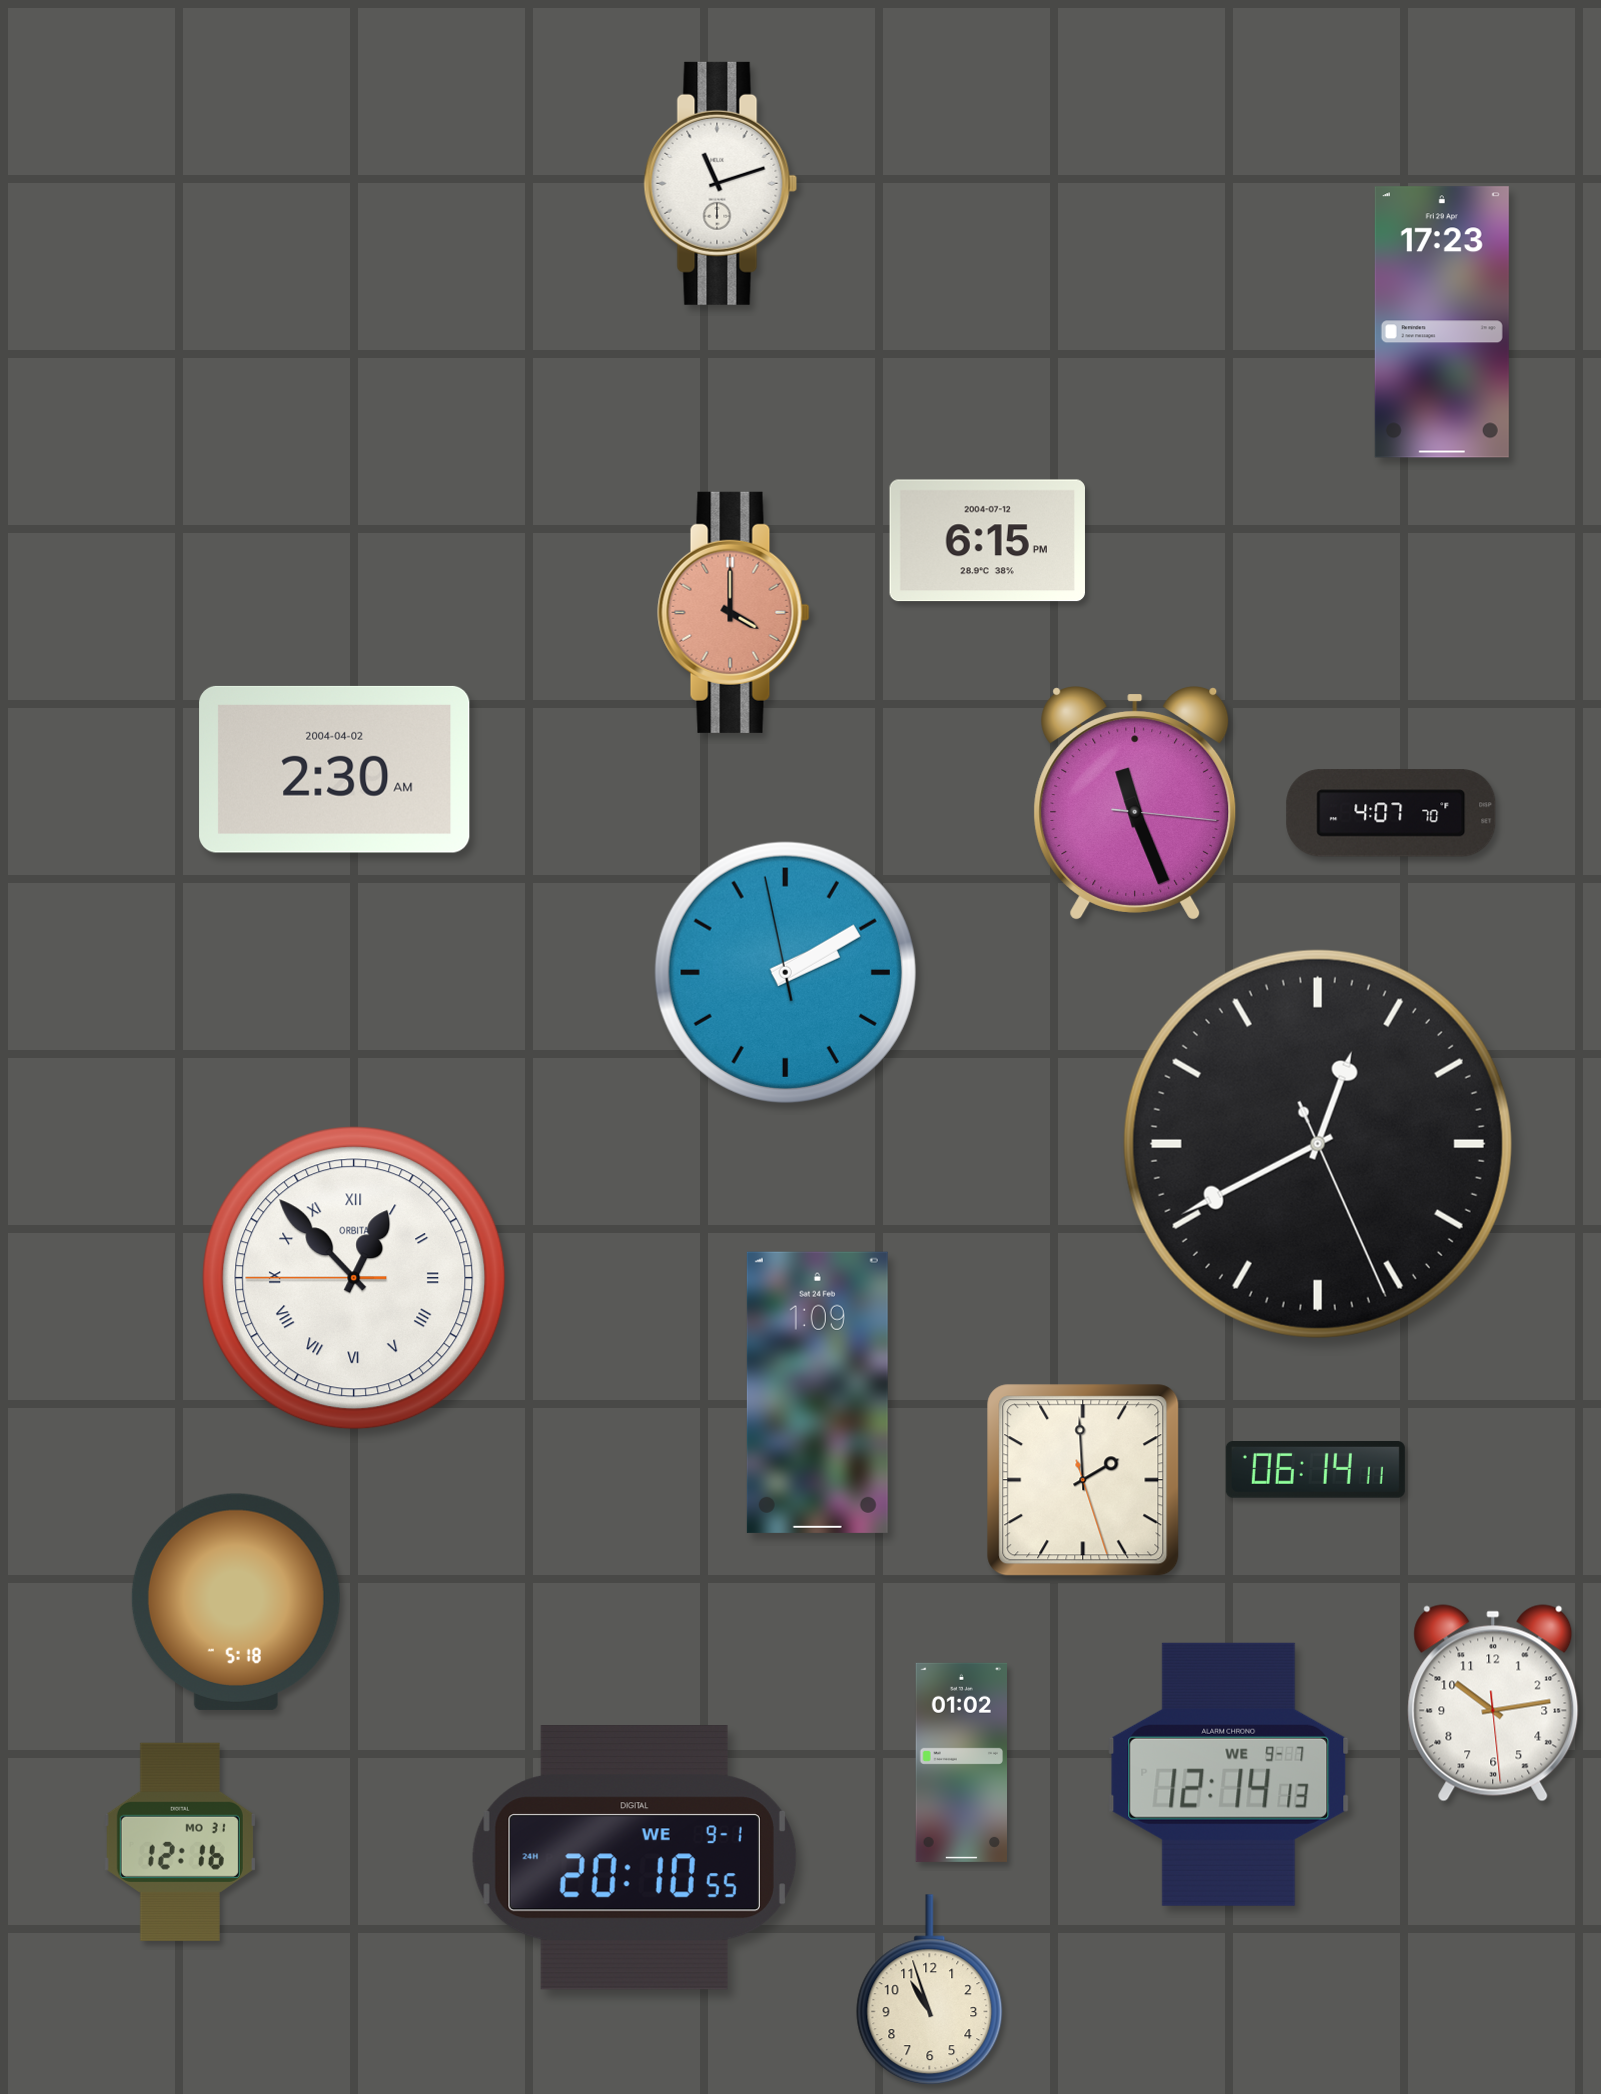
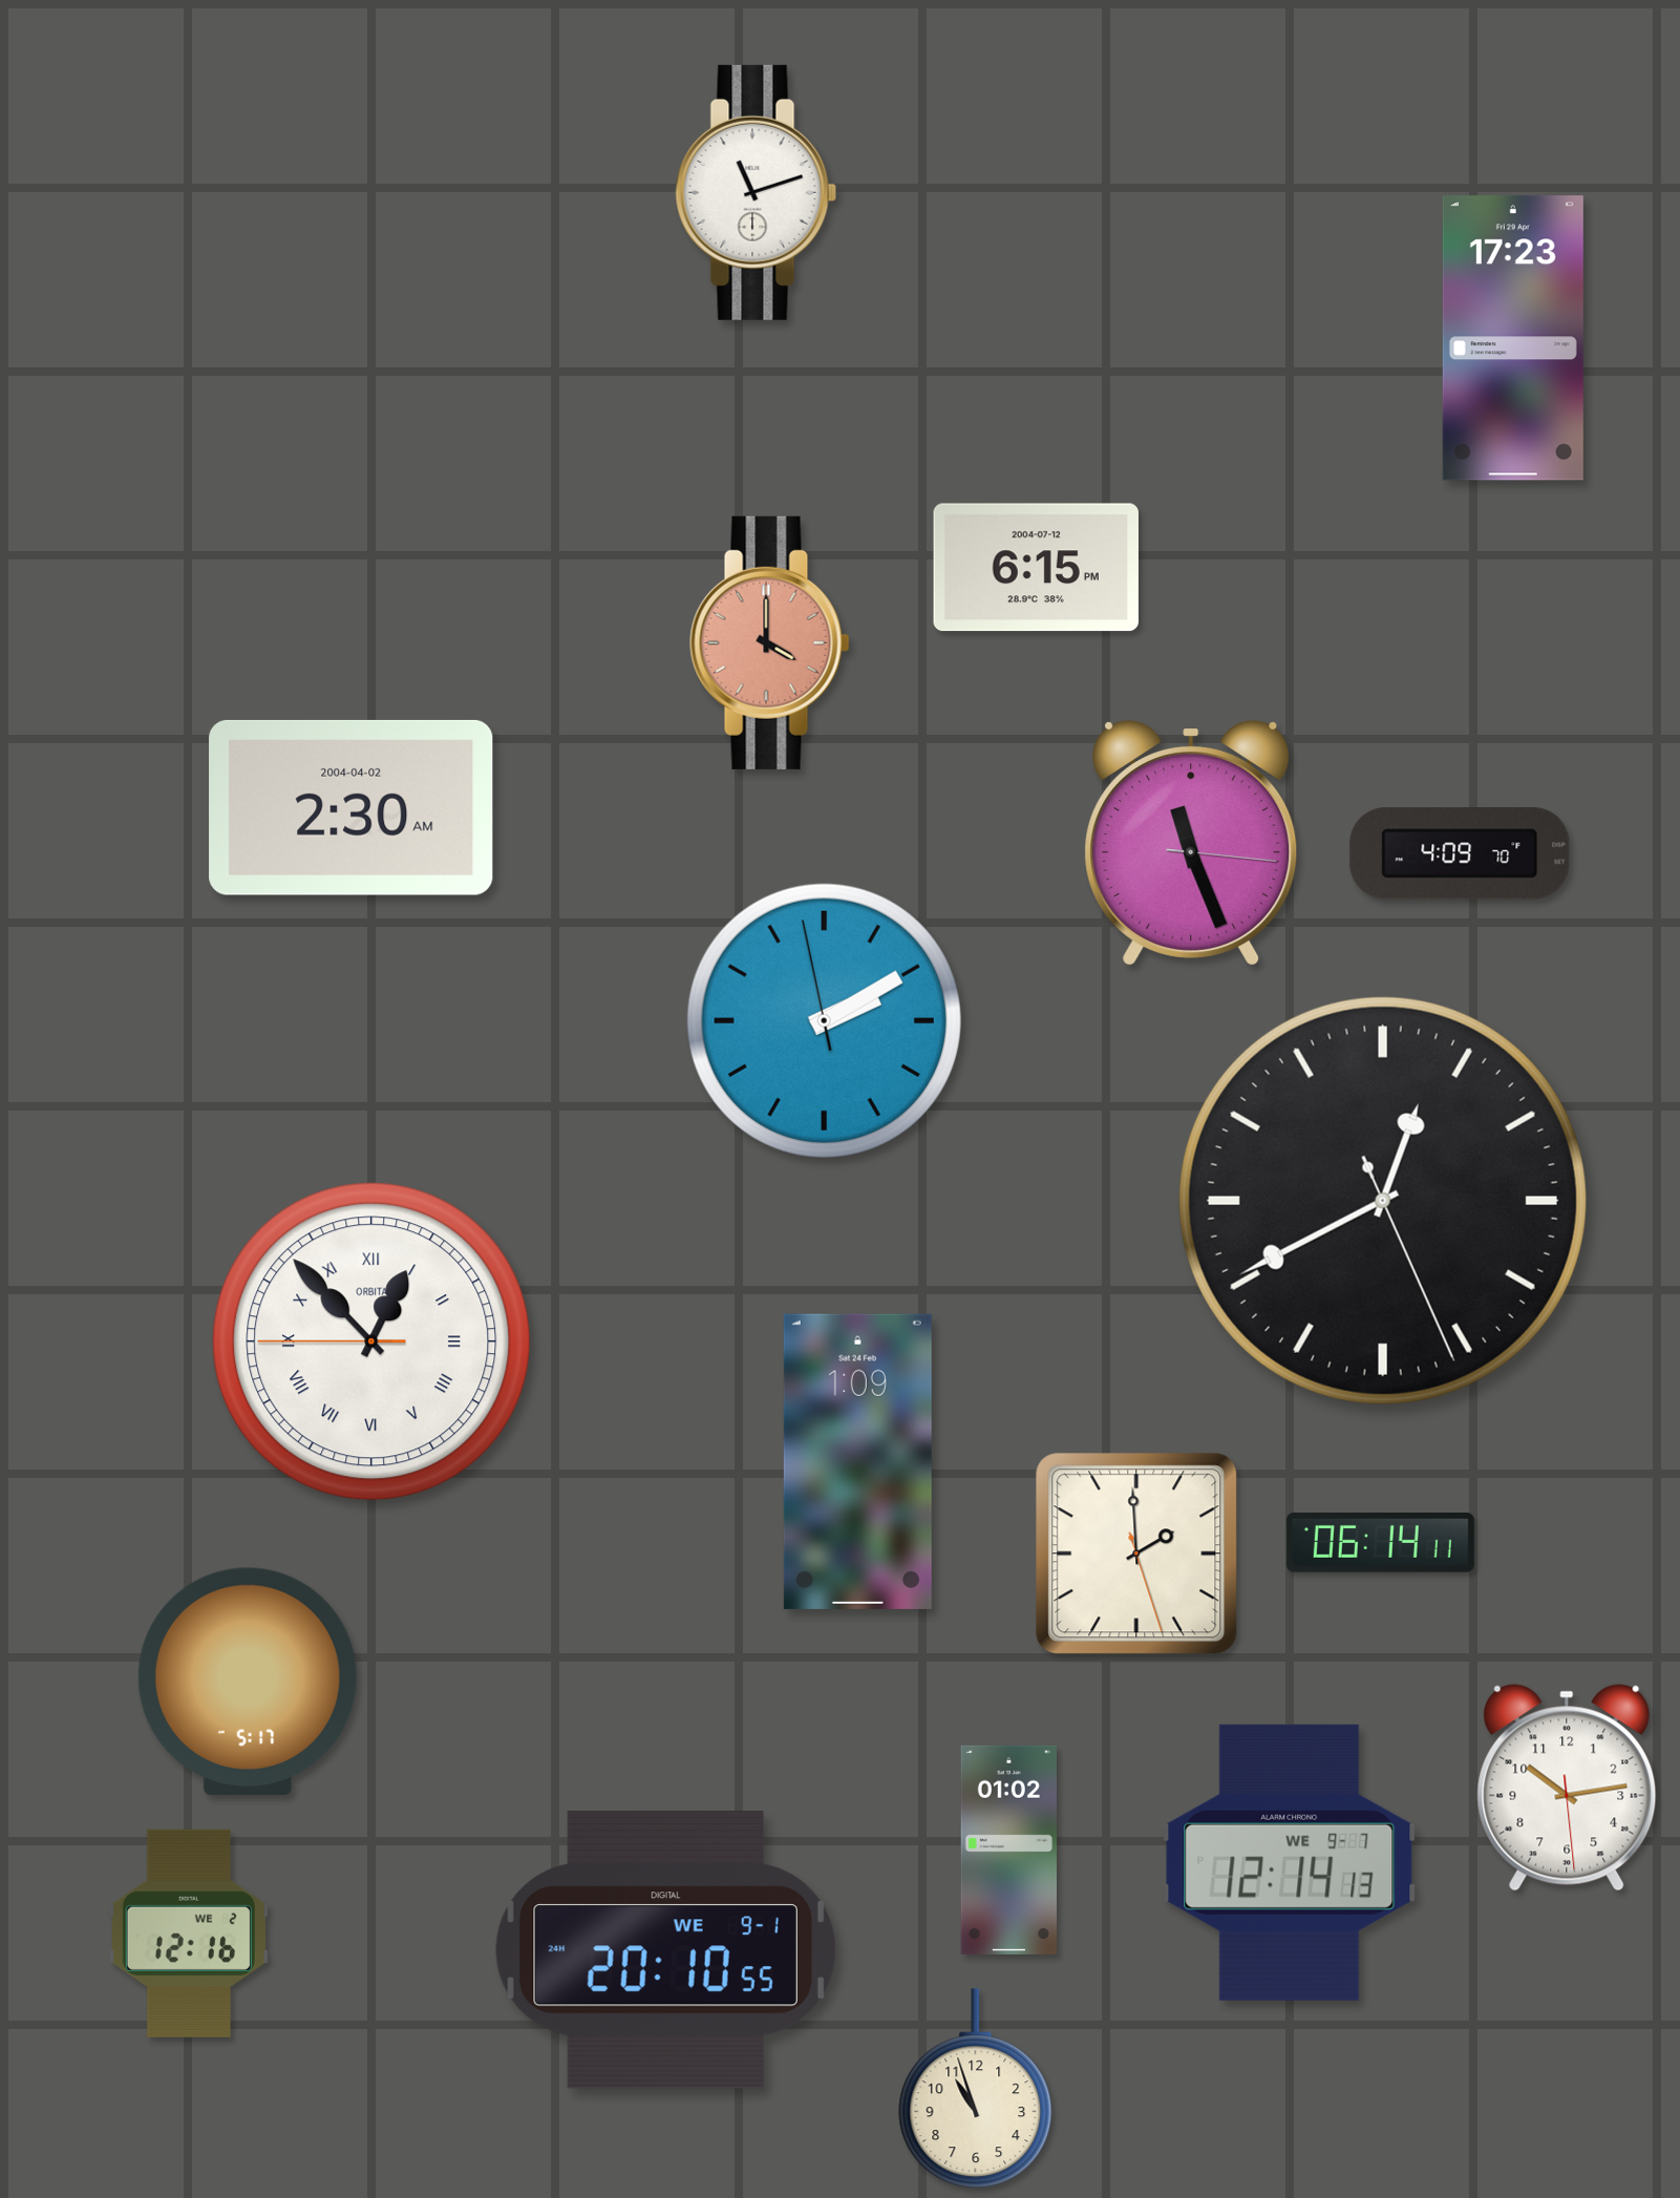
clock at (1391, 813): 4:07 -> 4:09
clock at (236, 1602): 5:18 -> 5:17
clock at (180, 1842) date: MO 31 -> WE 2
